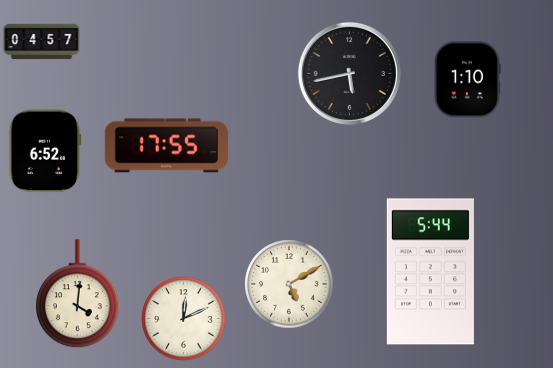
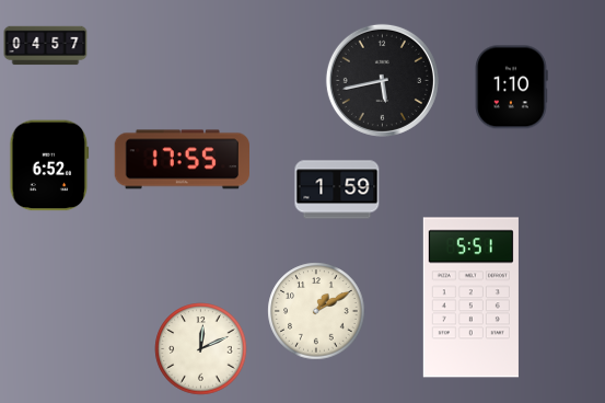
clock at (337, 189): none -> 1:59
clock at (430, 272): 5:44 -> 5:51
clock at (289, 284): 5:10 -> 1:10
clock at (77, 294): 4:01 -> none
